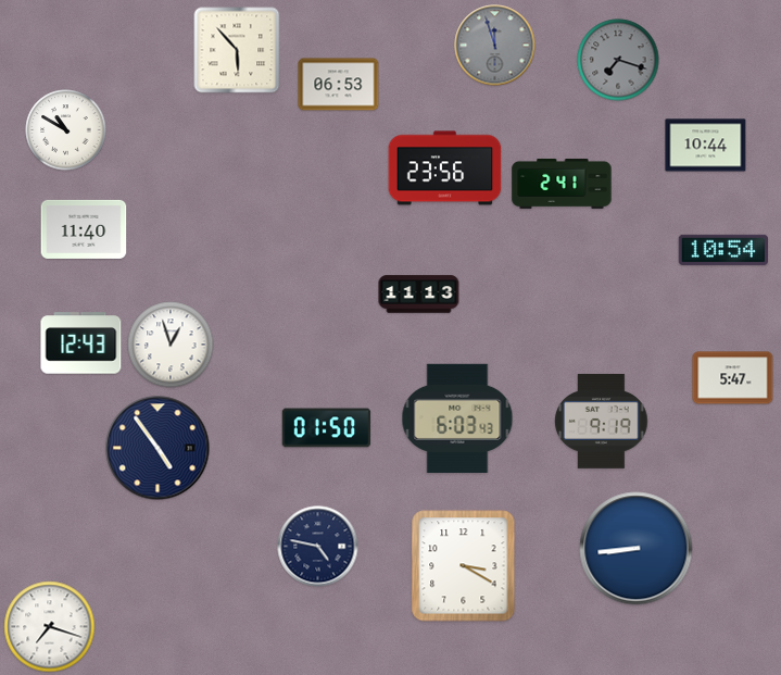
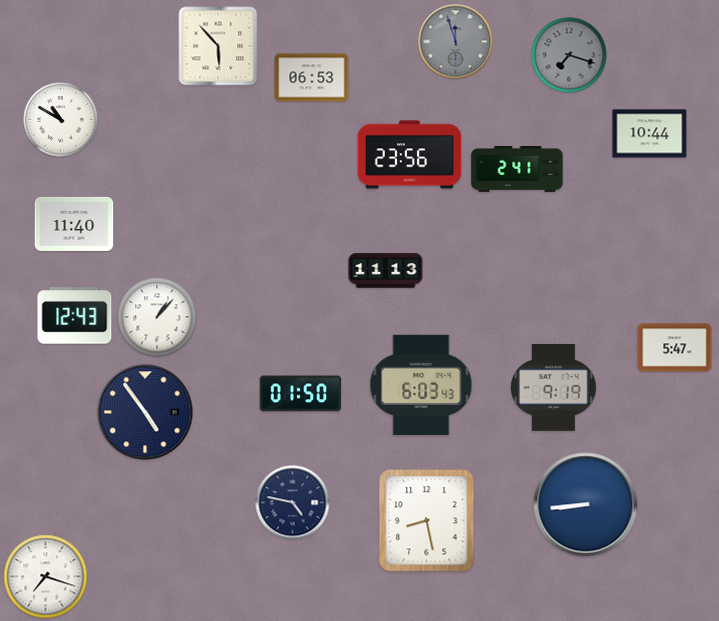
clock at (84, 229) position: (84, 229) -> (74, 224)
clock at (722, 250): 10:54 -> none
clock at (171, 345): 12:57 -> 1:07
clock at (464, 566): 3:20 -> 8:28
